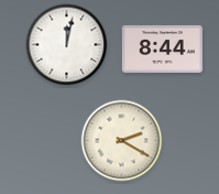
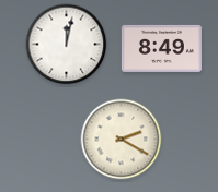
clock at (162, 48): 8:44 -> 8:49
